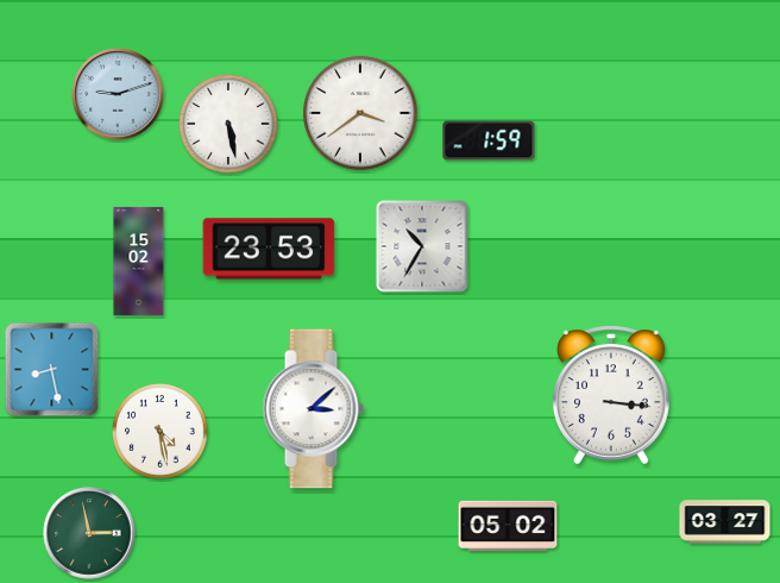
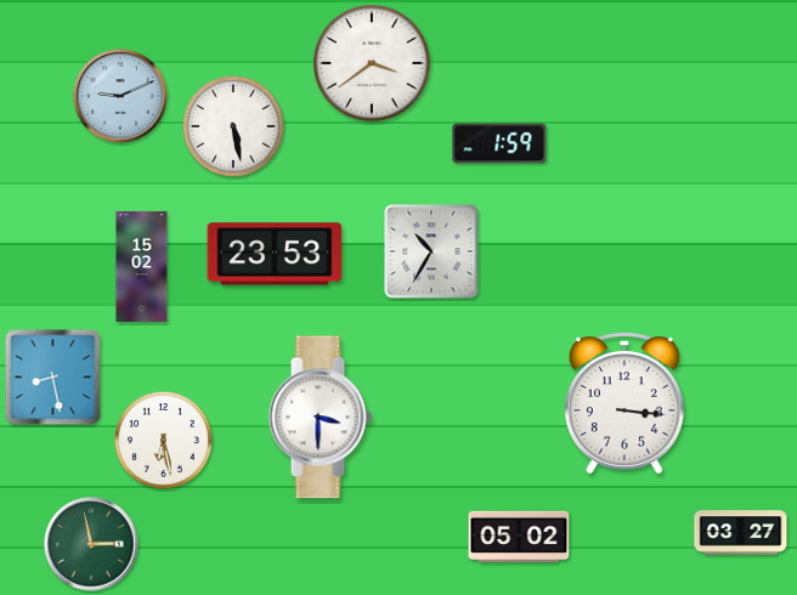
clock at (118, 94): 9:12 -> 9:11
clock at (360, 113) position: (360, 113) -> (372, 63)
clock at (313, 409): 3:08 -> 3:30
clock at (161, 432): 4:28 -> 6:28
